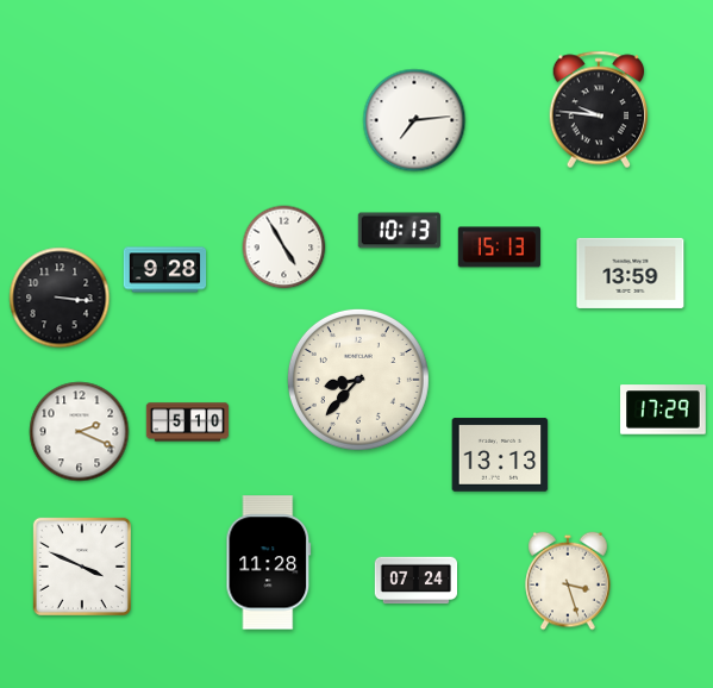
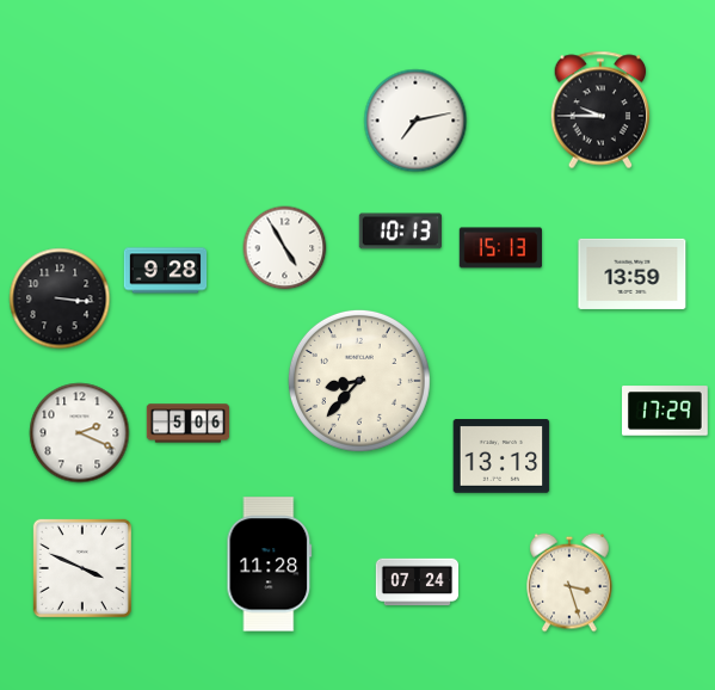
clock at (599, 110): 9:46 -> 9:45
clock at (414, 120): 7:14 -> 7:13
clock at (188, 423): 5:10 -> 5:06
